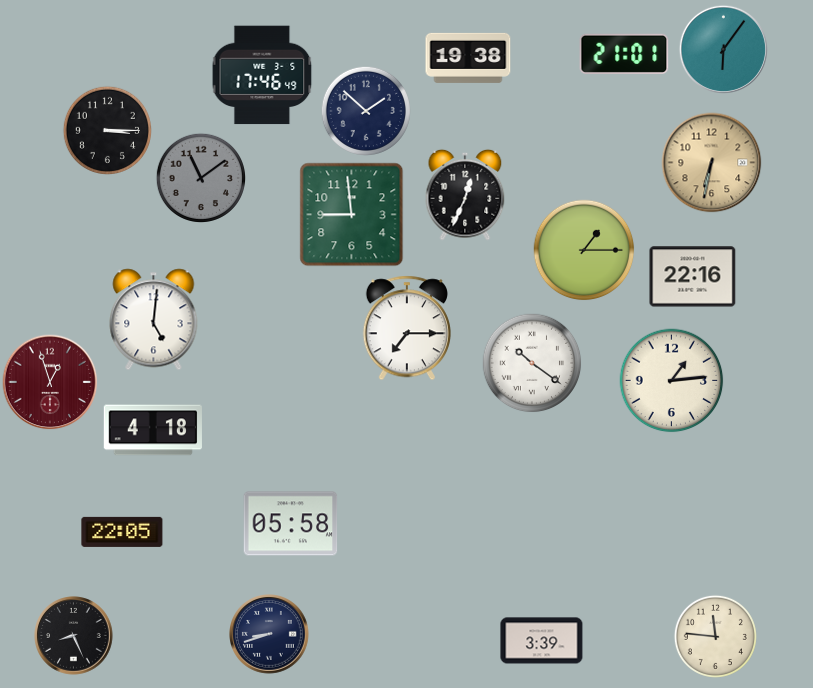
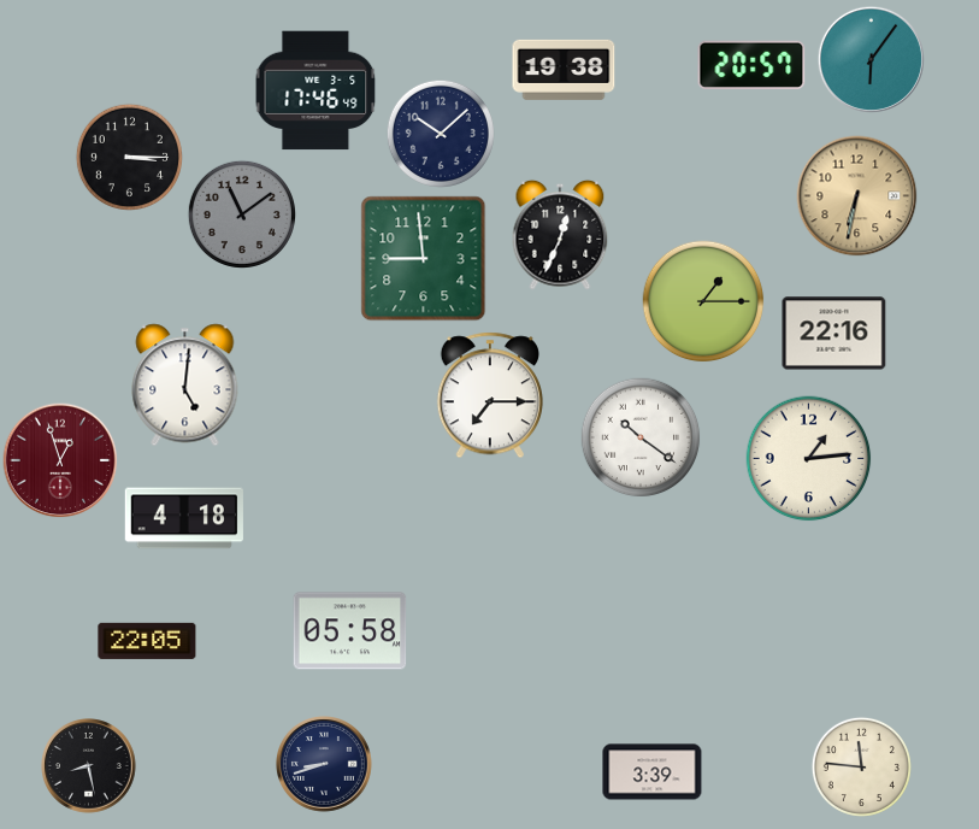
clock at (624, 54): 21:01 -> 20:57
clock at (366, 111): 1:52 -> 10:08
clock at (74, 636): 8:26 -> 8:28
